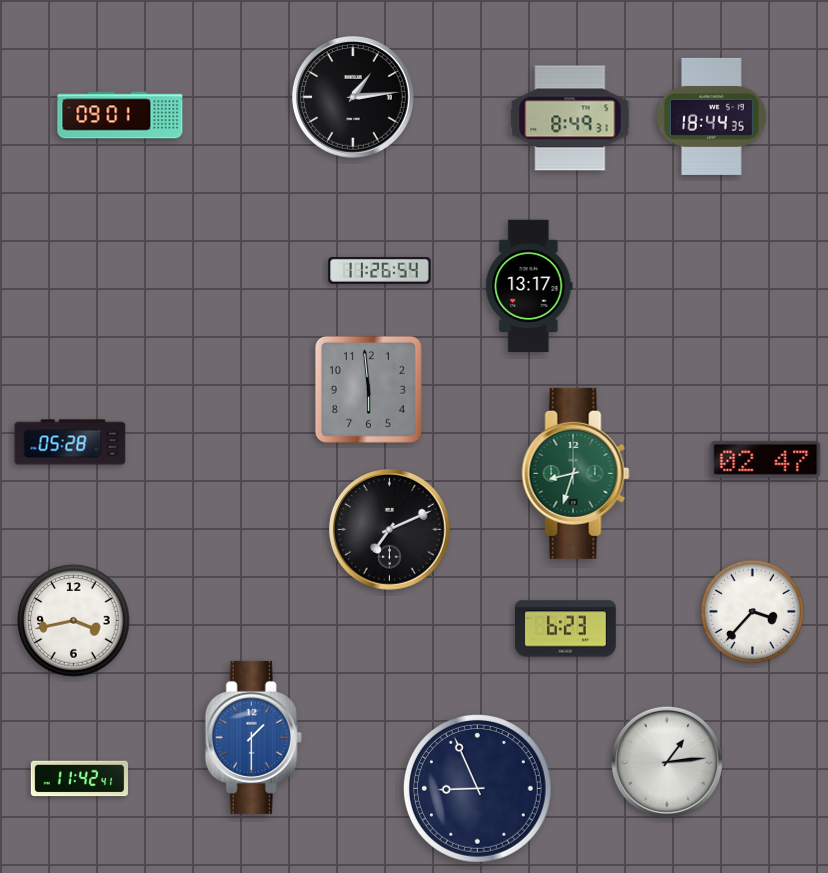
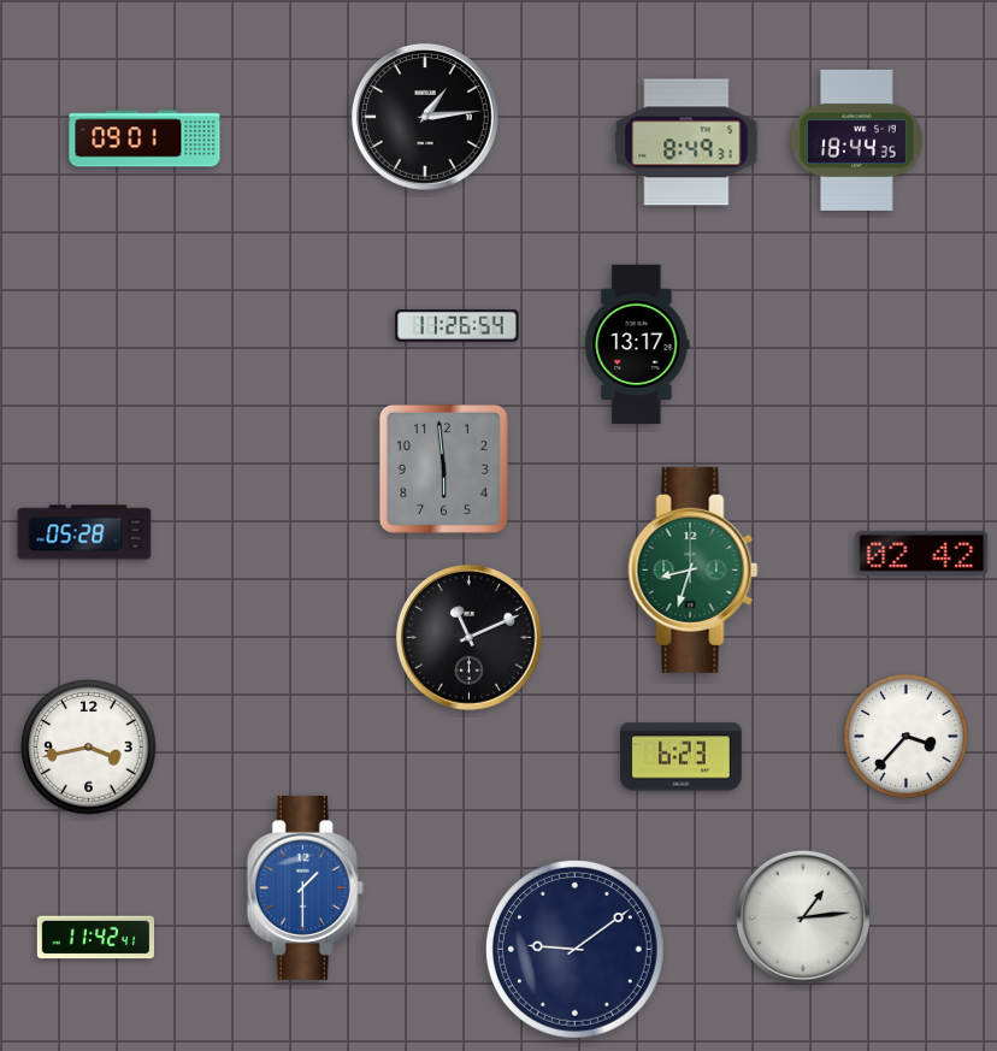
clock at (766, 459): 02:47 -> 02:42
clock at (389, 529): 7:11 -> 11:11
clock at (477, 788): 8:56 -> 9:09
